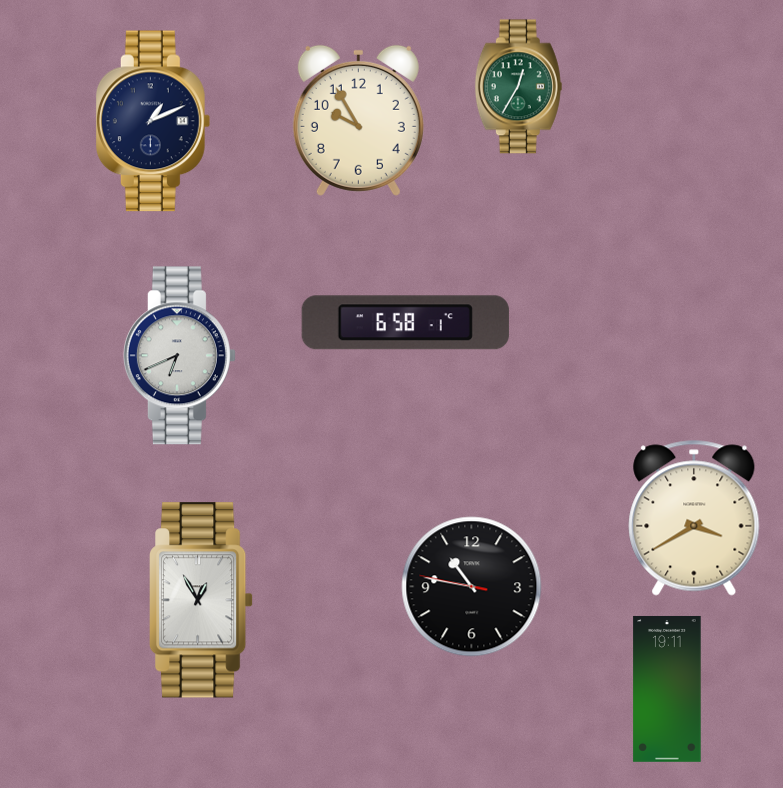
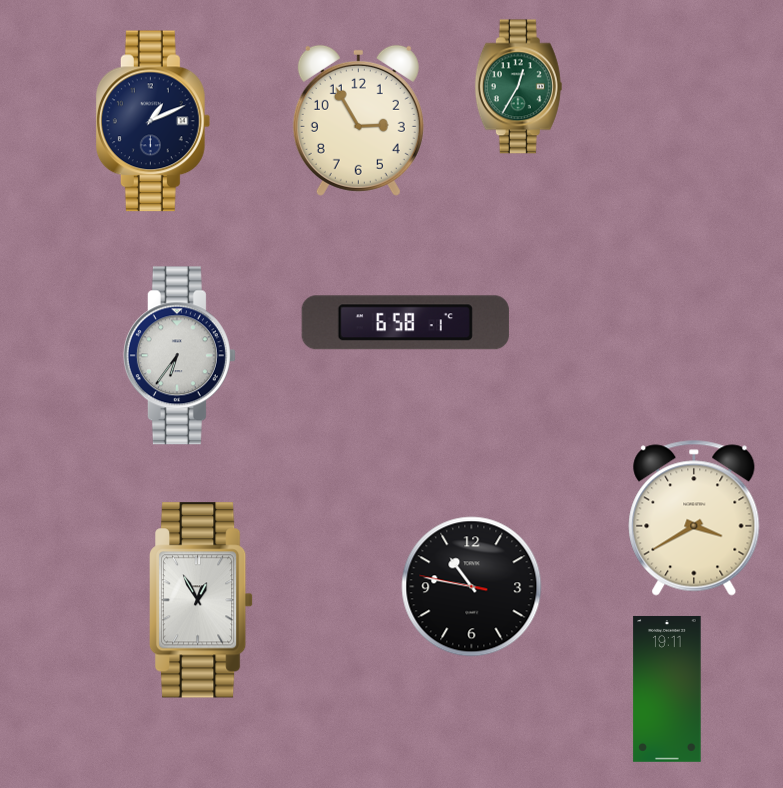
clock at (358, 120): 9:55 -> 2:55
clock at (179, 356): 6:41 -> 6:36
